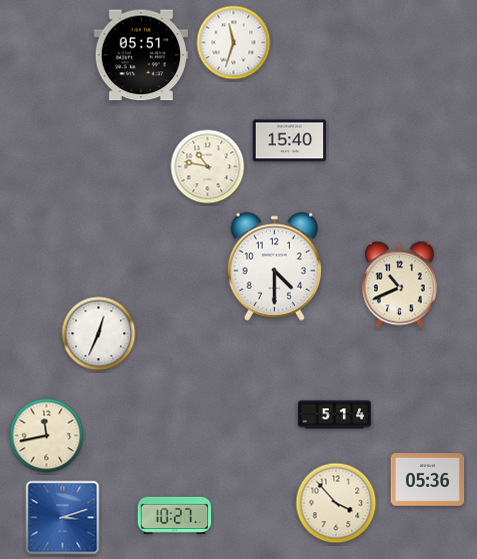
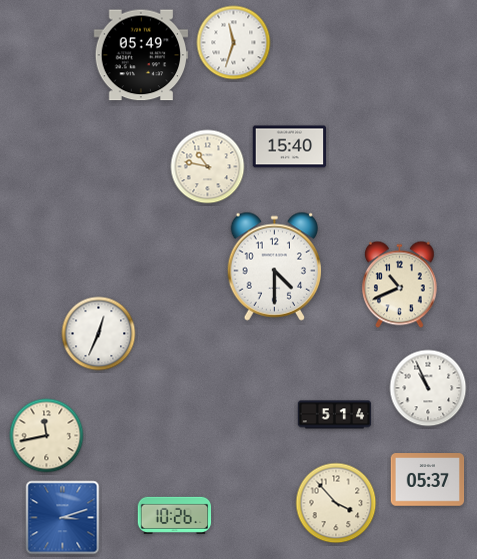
clock at (141, 55): 05:51 -> 05:49
clock at (290, 141) position: (290, 141) -> (290, 147)
clock at (428, 388): none -> 10:56
clock at (428, 480): 05:36 -> 05:37
clock at (175, 515): 10:27 -> 10:26
